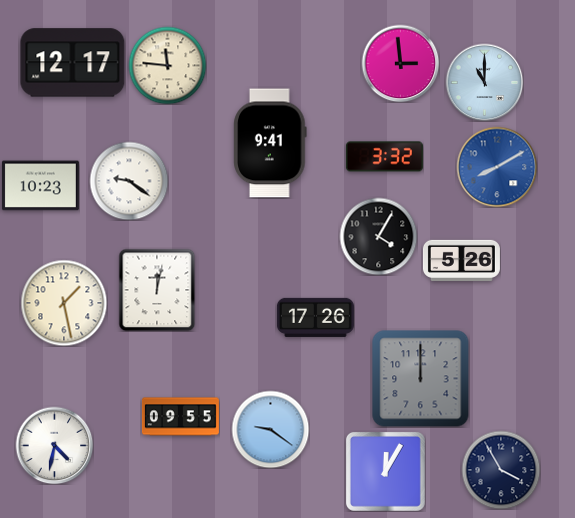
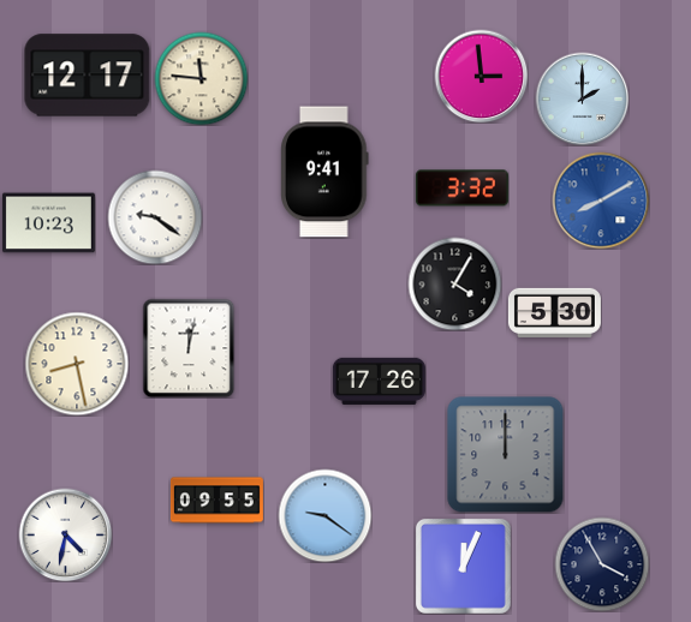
clock at (484, 82): 11:00 -> 2:00
clock at (497, 167) position: (497, 167) -> (601, 201)
clock at (461, 260): 5:26 -> 5:30
clock at (64, 303): 1:28 -> 8:28
clock at (385, 471): 12:05 -> 12:04
